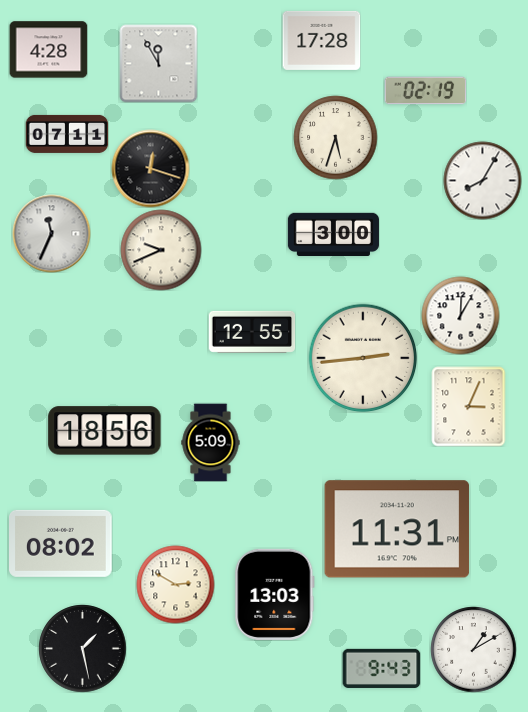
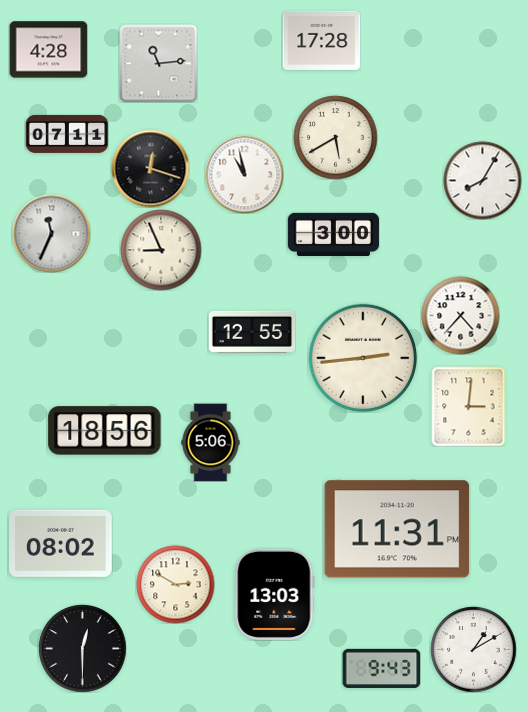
clock at (158, 63): 11:55 -> 11:14
clock at (425, 91): 02:19 -> none
clock at (335, 137): 5:33 -> 5:40
clock at (244, 174): none -> 10:58
clock at (161, 250): 9:41 -> 8:56
clock at (460, 315): 12:05 -> 4:37
clock at (469, 406): 3:04 -> 3:01
clock at (211, 442): 5:09 -> 5:06
clock at (82, 648): 1:28 -> 12:30
